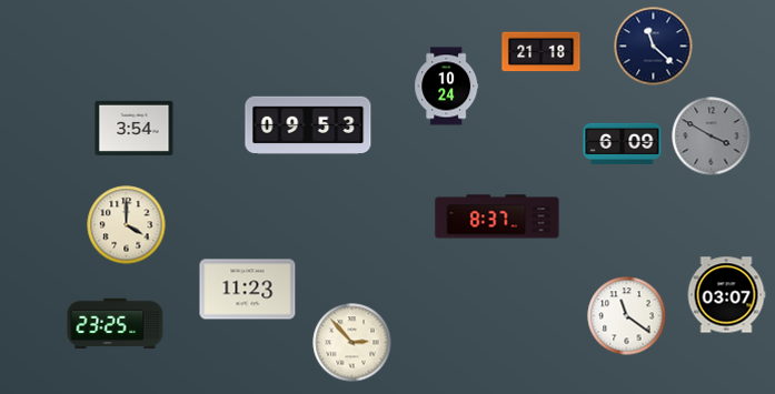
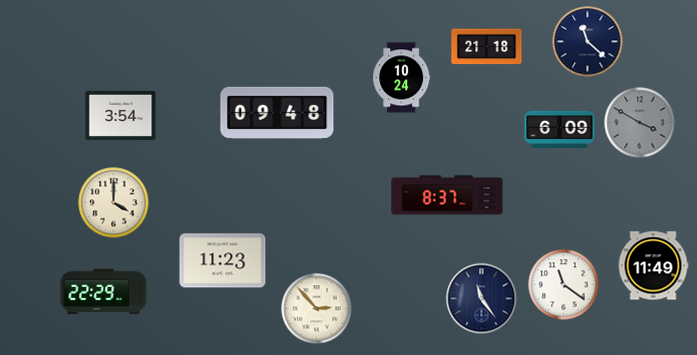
clock at (308, 125): 09:53 -> 09:48
clock at (726, 295): 03:07 -> 11:49
clock at (116, 324): 23:25 -> 22:29
clock at (482, 299): none -> 11:24
